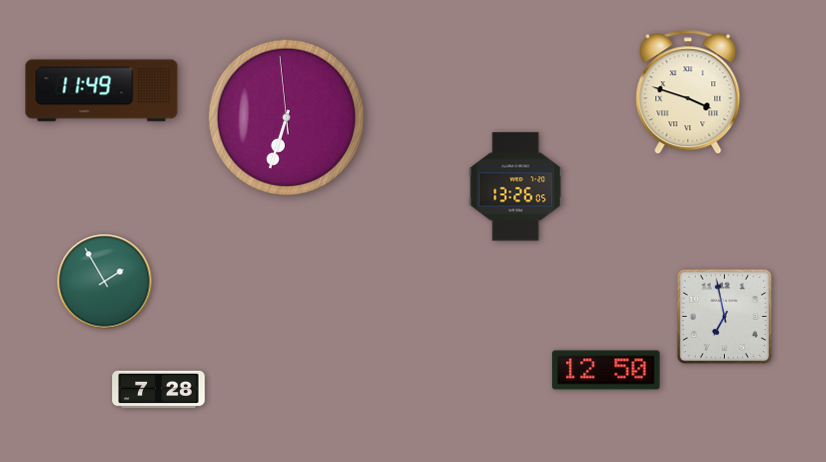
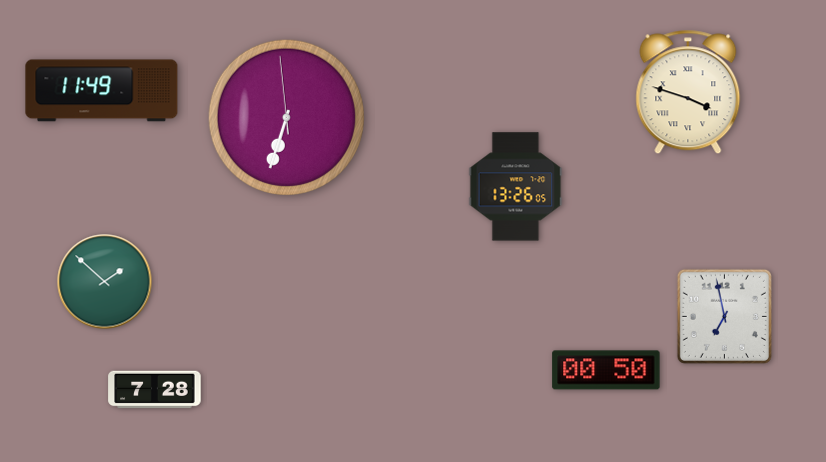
clock at (105, 282): 1:55 -> 1:52
clock at (606, 370): 12:50 -> 00:50
clock at (159, 390) position: (159, 390) -> (155, 390)
